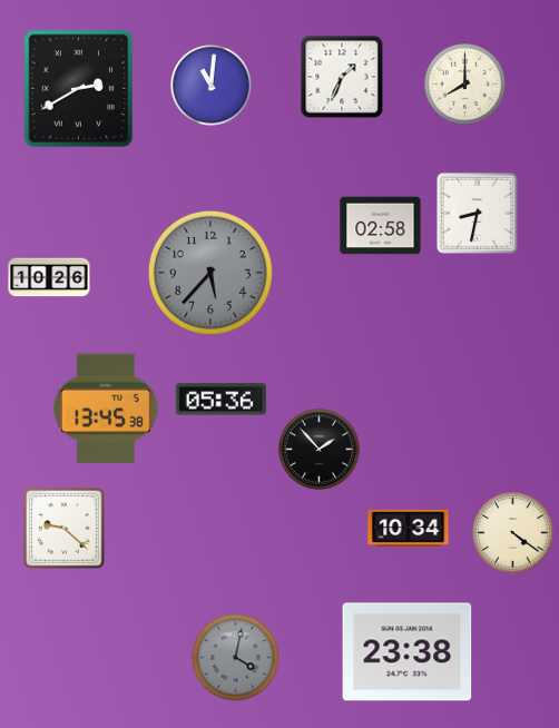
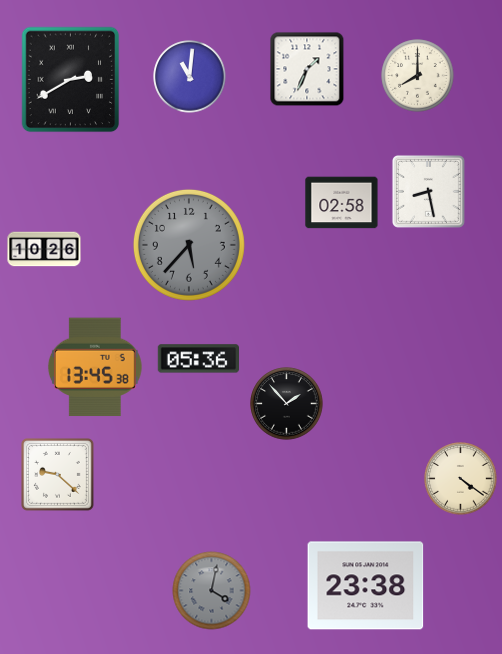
clock at (477, 213): 8:32 -> 8:28
clock at (409, 529): 10:34 -> none
